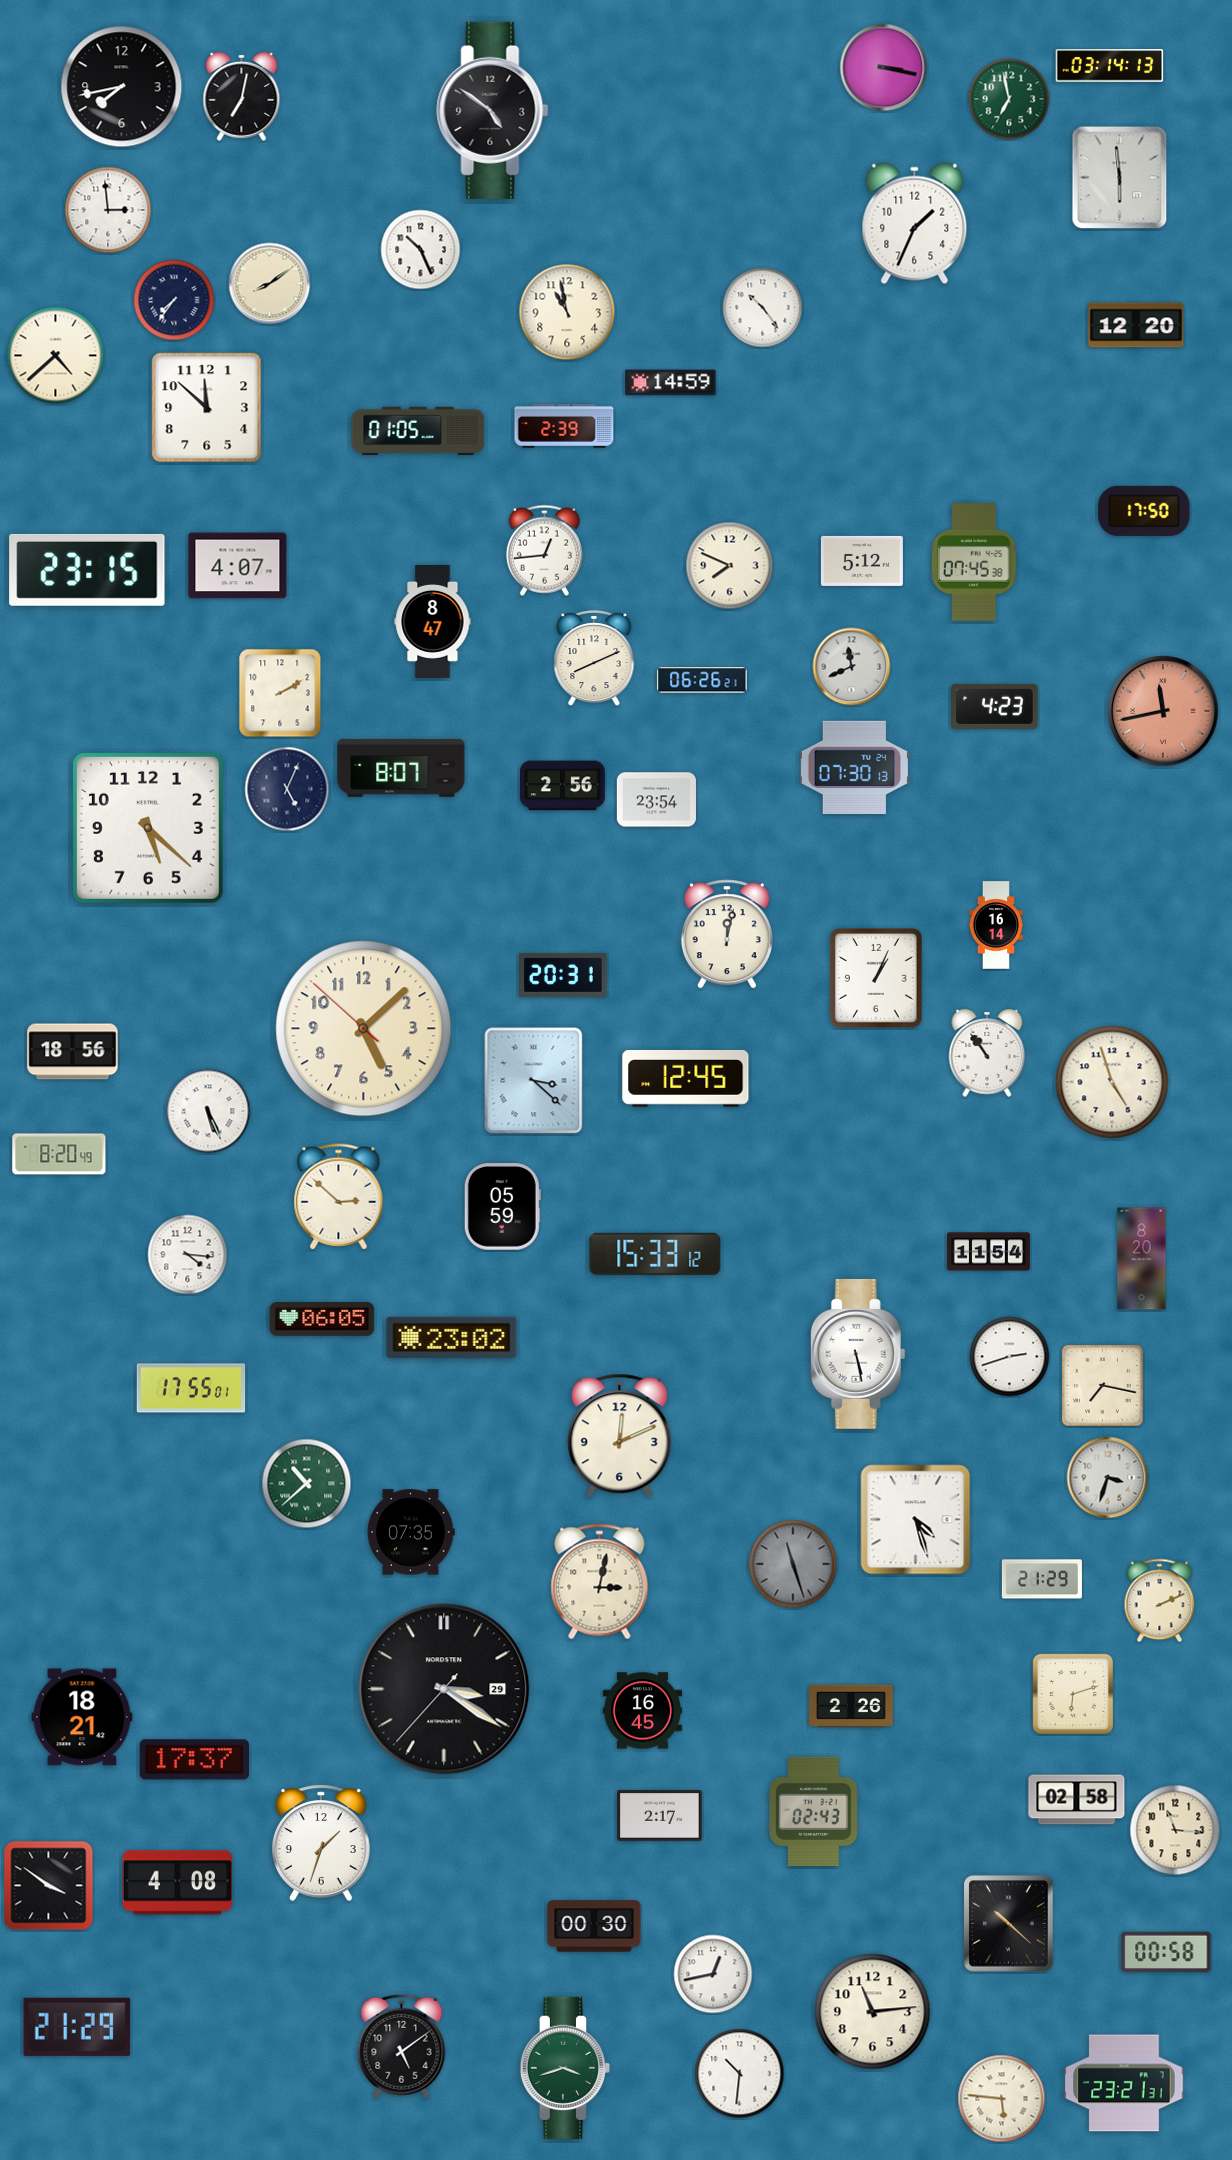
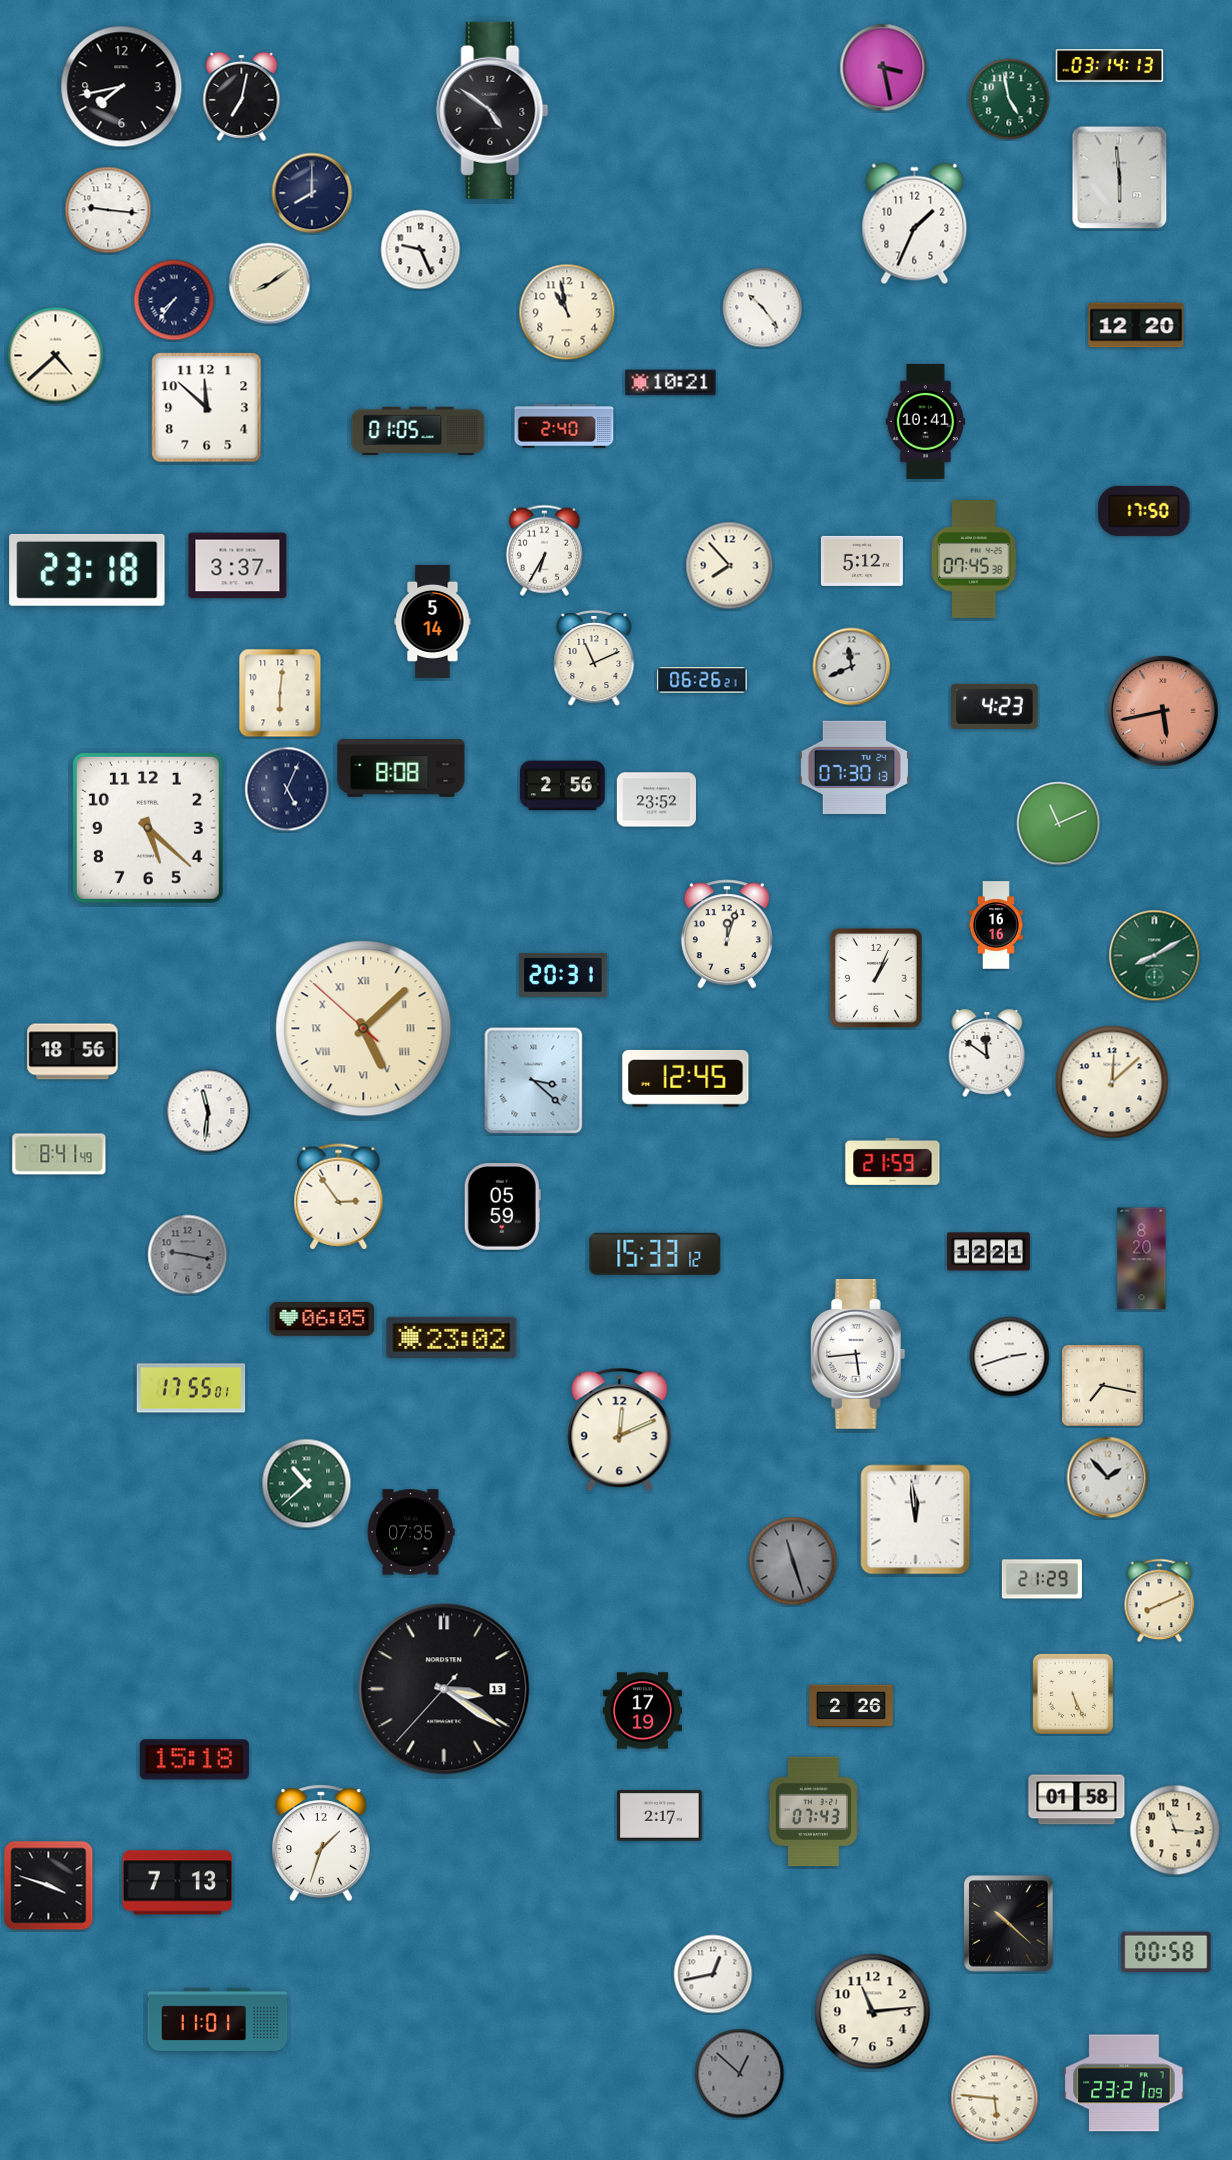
clock at (884, 68): 3:17 -> 3:28
clock at (1009, 99): 6:58 -> 4:58
clock at (312, 193): none -> 8:00
clock at (108, 210): 2:59 -> 9:16
clock at (421, 250): 10:26 -> 9:26
clock at (671, 383): 14:59 -> 10:21
clock at (925, 421): none -> 10:41
clock at (564, 426): 2:39 -> 2:40
clock at (544, 550): 12:44 -> 6:35
clock at (974, 562) position: (974, 562) -> (974, 559)
clock at (238, 566): 4:07 -> 3:37
clock at (730, 566): 7:49 -> 7:53
clock at (87, 570): 23:15 -> 23:18
clock at (433, 621): 8:47 -> 5:14
clock at (594, 658): 8:11 -> 11:11
clock at (280, 693): 2:10 -> 6:01
clock at (1163, 711): 11:43 -> 5:43
clock at (401, 768): 8:07 -> 8:08
clock at (656, 800): 23:54 -> 23:52
clock at (1059, 824): none -> 11:11
clock at (996, 925): 16:14 -> 16:16
clock at (727, 934): 12:02 -> 12:03
clock at (1155, 956): none -> 8:10
clock at (364, 1029) numerals: Arabic -> Roman
clock at (987, 1053): 10:54 -> 11:51
clock at (1112, 1082): 4:57 -> 12:08
clock at (208, 1111): 5:26 -> 11:31
clock at (59, 1154): 8:20 -> 8:41
clock at (893, 1161): none -> 21:59
clock at (339, 1197): 2:52 -> 2:54
clock at (989, 1252): 11:54 -> 12:21
clock at (188, 1255): 4:16 -> 9:17
clock at (188, 1255) dial: white -> grey
clock at (858, 1354): 5:28 -> 5:44
clock at (620, 1436) position: (620, 1436) -> (620, 1430)
clock at (1108, 1478): 3:33 -> 1:53
clock at (916, 1520): 4:27 -> 11:59
clock at (793, 1564) position: (793, 1564) -> (793, 1561)
clock at (600, 1582): 3:02 -> none
clock at (1160, 1601): 2:11 -> 8:11
clock at (444, 1689) date: 29 -> 13
clock at (1073, 1694): 6:12 -> 5:26
clock at (642, 1711): 16:45 -> 17:19
clock at (82, 1717): 18:21 -> none
clock at (194, 1760): 17:37 -> 15:18
clock at (1077, 1800): 02:58 -> 01:58
clock at (813, 1812): 02:43 -> 07:43
clock at (177, 1883): 4:08 -> 7:13
clock at (49, 1886): 3:51 -> 3:48
clock at (594, 1926): 00:30 -> none
clock at (218, 2020): none -> 11:01
clock at (77, 2027): 21:29 -> none
clock at (402, 2046): 5:09 -> none
clock at (564, 2068): 3:42 -> none
clock at (740, 2074): 10:31 -> 12:52
clock at (740, 2074) dial: white -> grey
clock at (1124, 2083): 23:21:31 -> 23:21:09
clock at (1002, 2099) position: (1002, 2099) -> (995, 2099)
